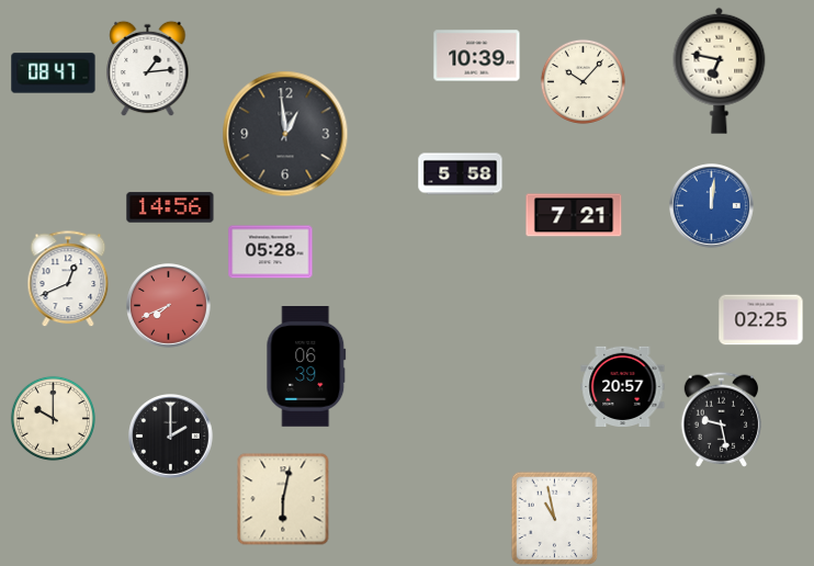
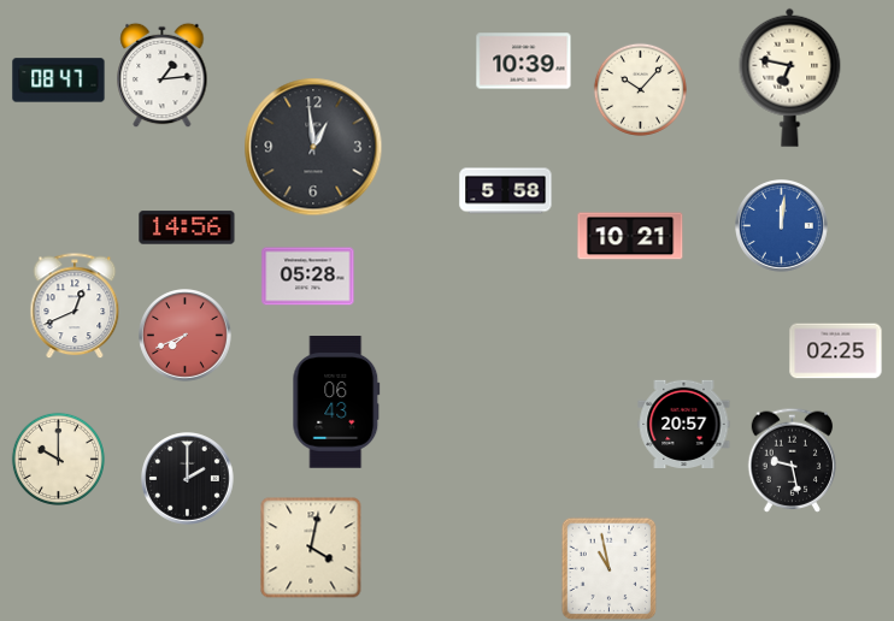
clock at (574, 215): 7:21 -> 10:21
clock at (271, 252) position: (271, 252) -> (308, 277)
clock at (306, 367): 06:39 -> 06:43
clock at (283, 499): 6:02 -> 4:02
